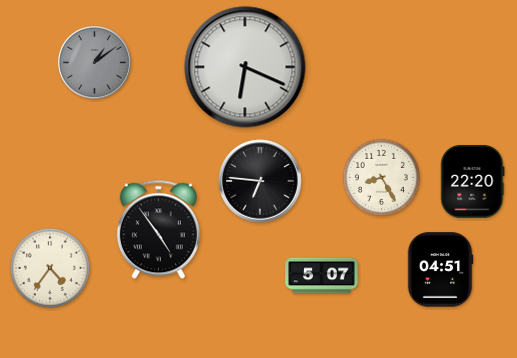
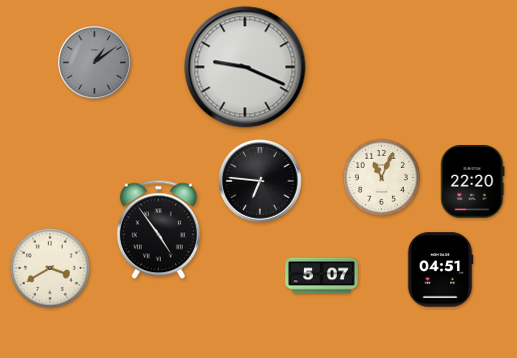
clock at (245, 67): 6:19 -> 9:19
clock at (381, 177): 8:25 -> 11:04
clock at (50, 268): 4:36 -> 3:40
